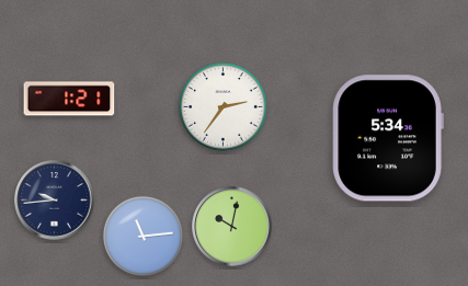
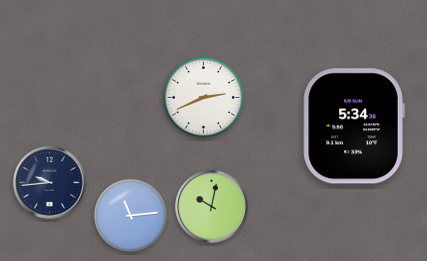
clock at (69, 99): 1:21 -> none
clock at (224, 107): 2:36 -> 2:41
